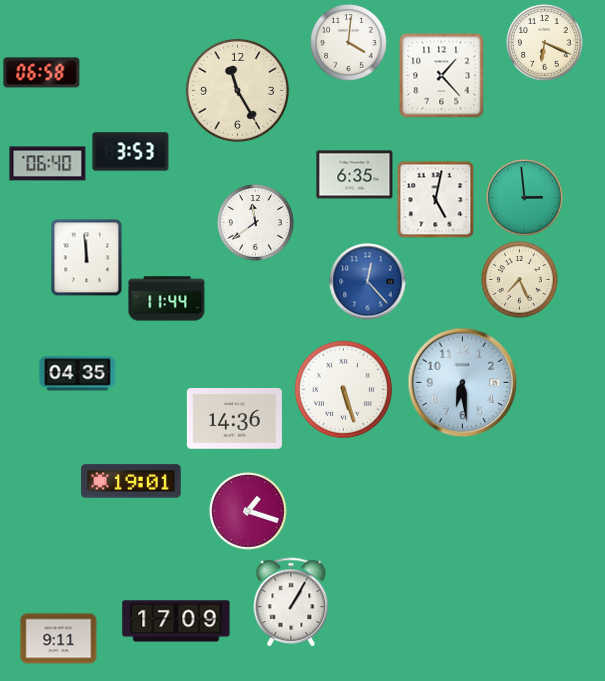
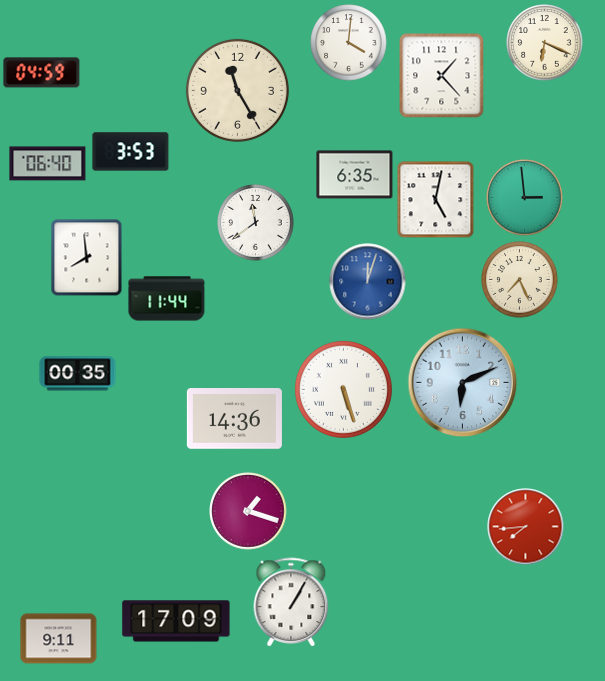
clock at (42, 73): 06:58 -> 04:59
clock at (87, 257): 11:59 -> 7:59
clock at (368, 282): 12:23 -> 12:03
clock at (78, 374): 04:35 -> 00:35
clock at (463, 383): 6:29 -> 6:11
clock at (131, 481): 19:01 -> none
clock at (526, 527): none -> 7:44
